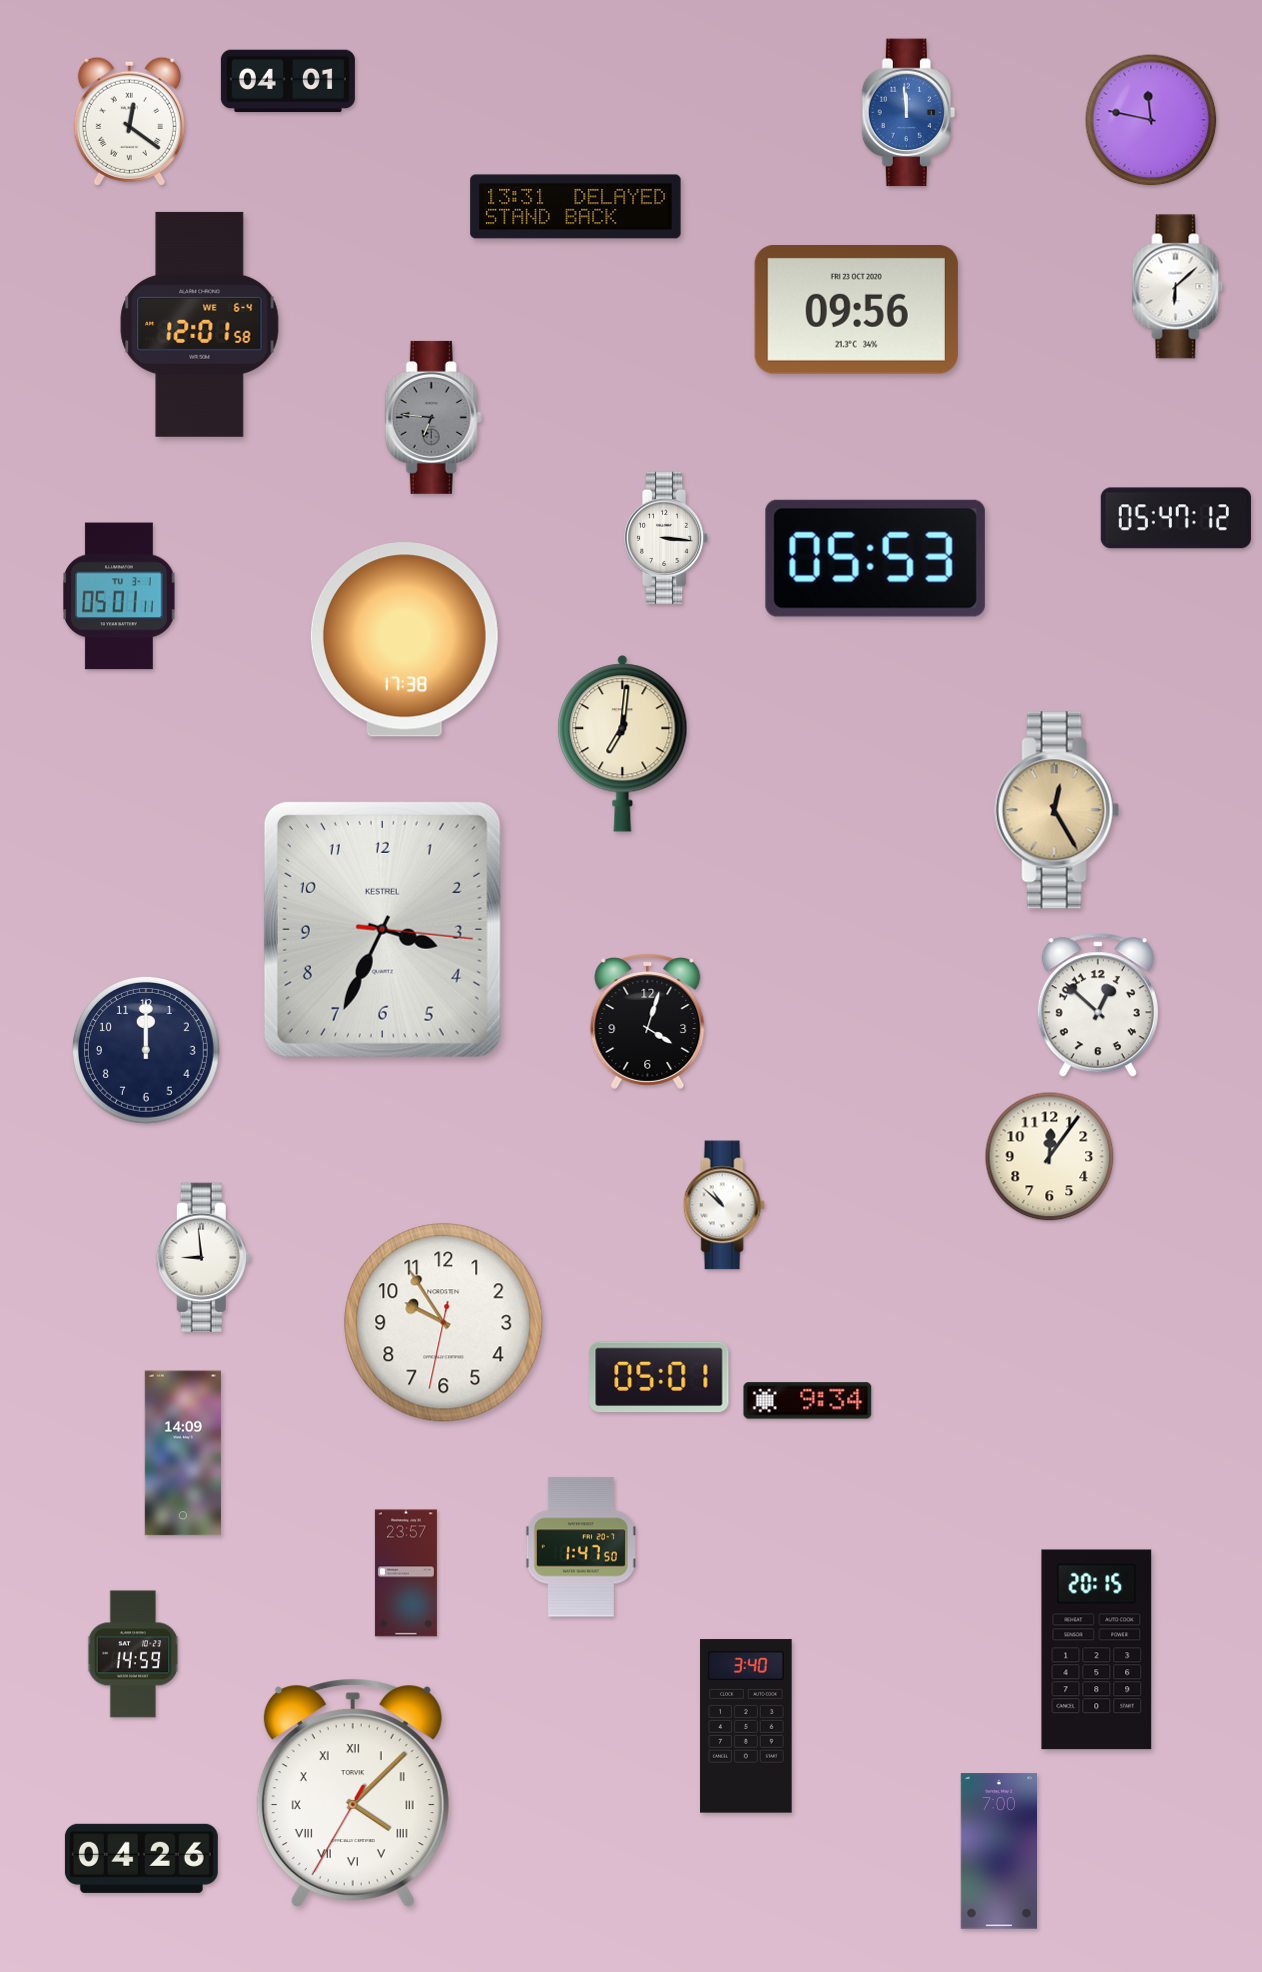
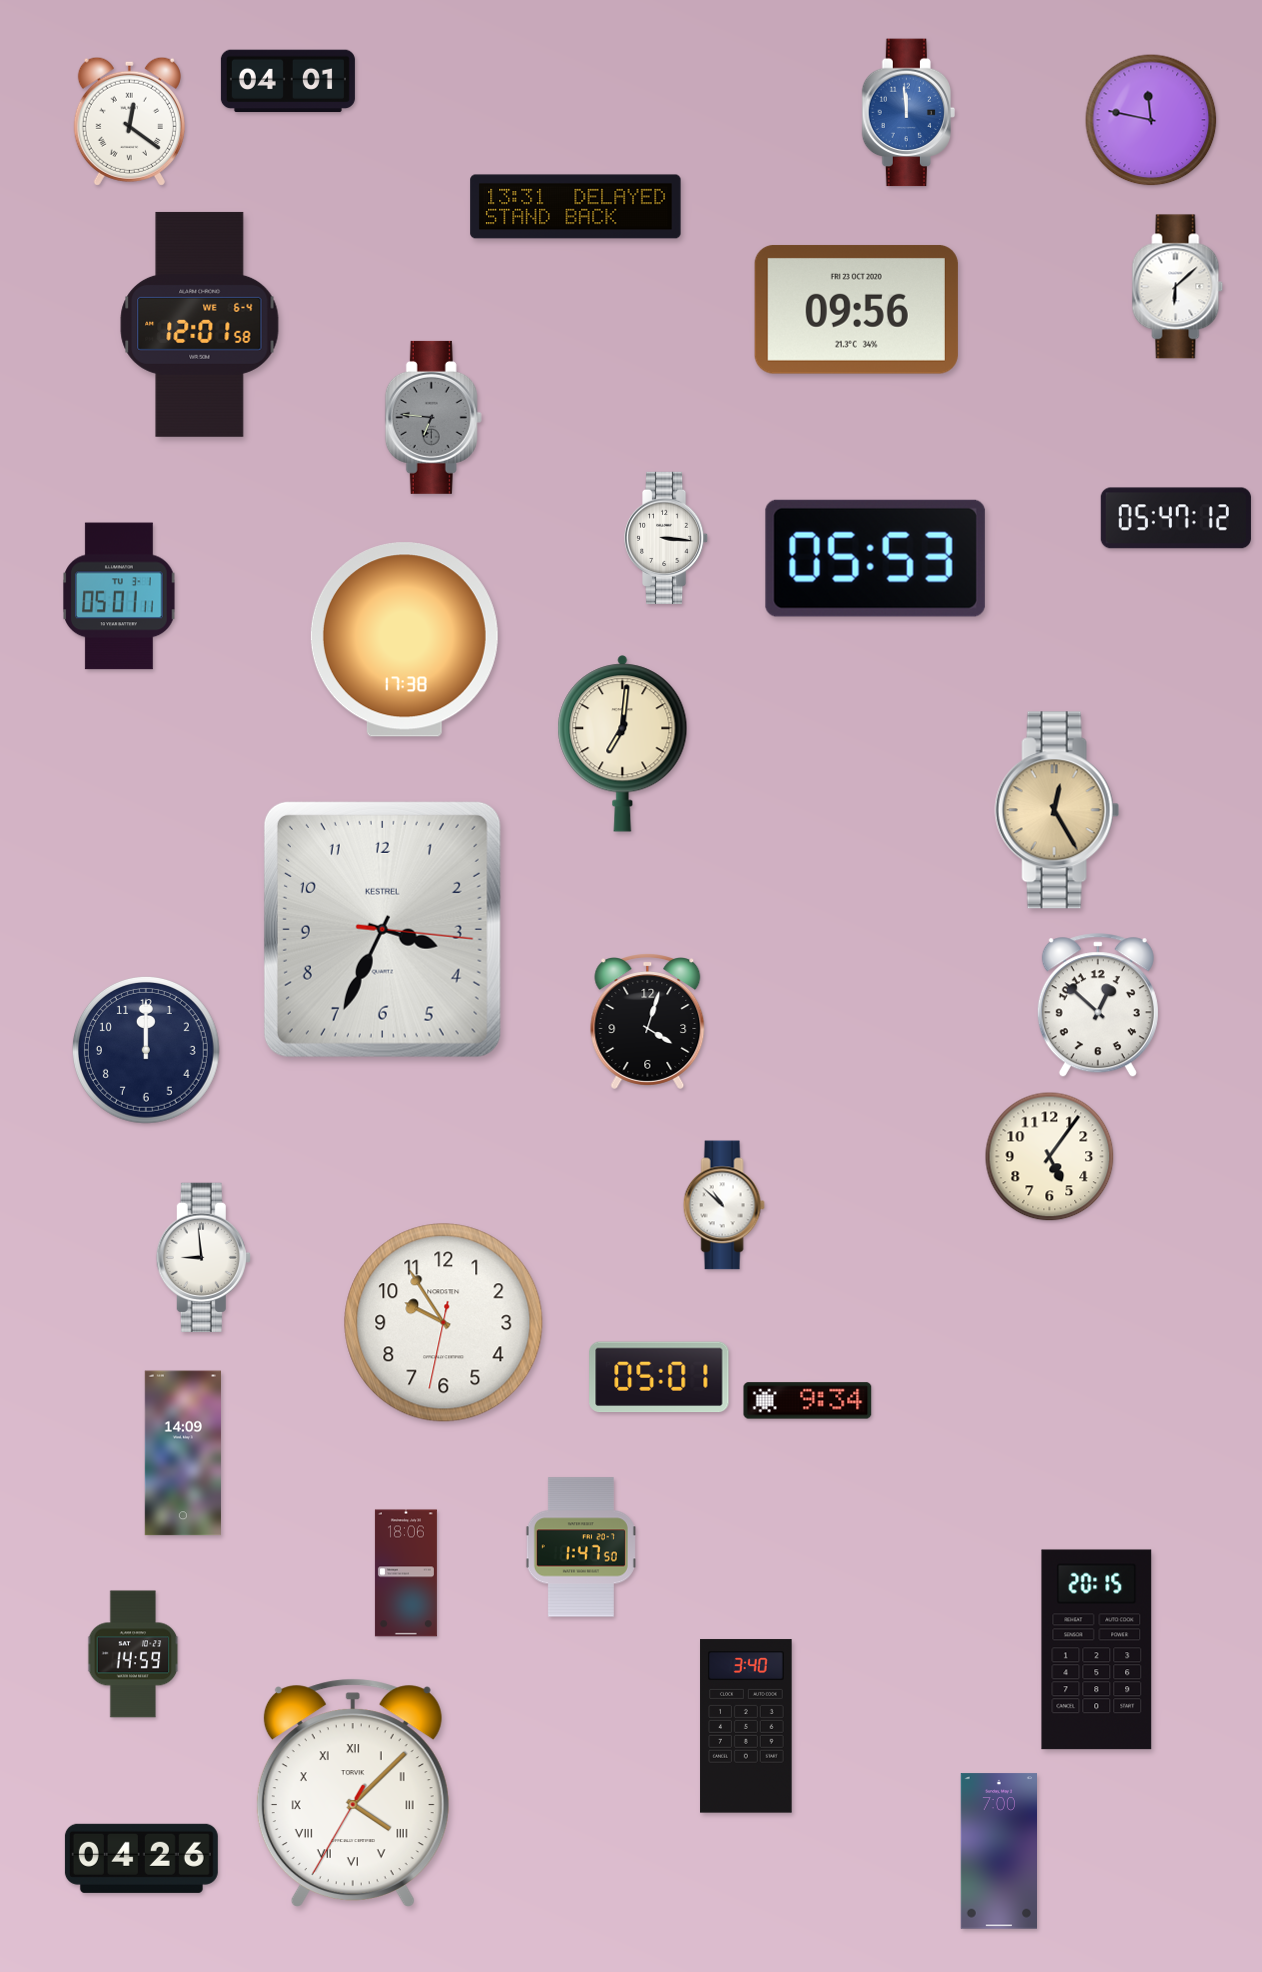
clock at (1050, 1157): 12:06 -> 5:06
clock at (406, 1573): 23:57 -> 18:06
